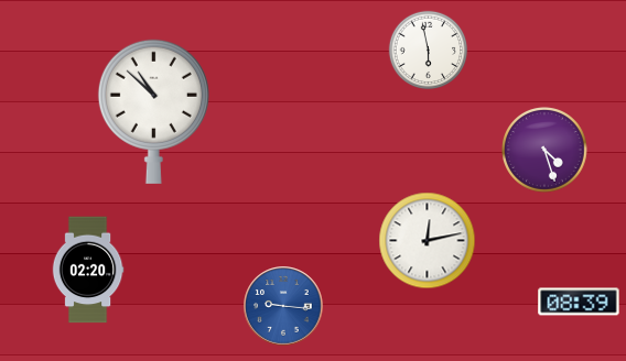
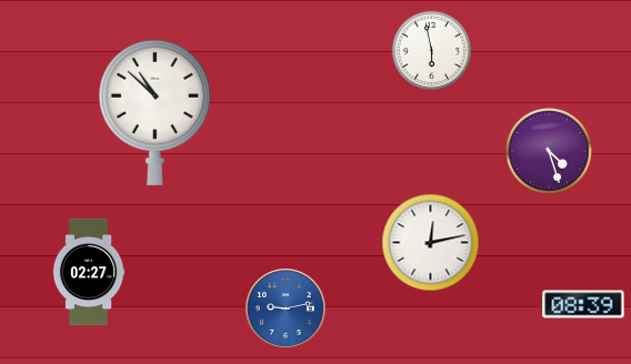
clock at (88, 270): 02:20 -> 02:27
clock at (283, 306): 9:16 -> 9:13
